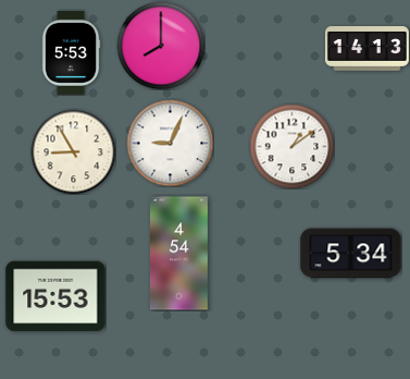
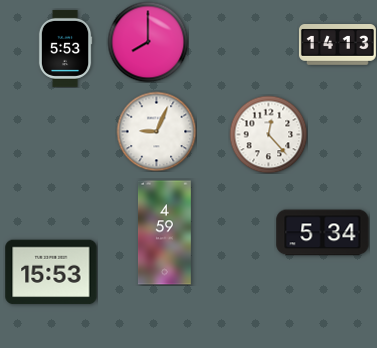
clock at (291, 146): 1:09 -> 12:23
clock at (73, 151): 8:55 -> none
clock at (178, 254): 4:54 -> 4:59
